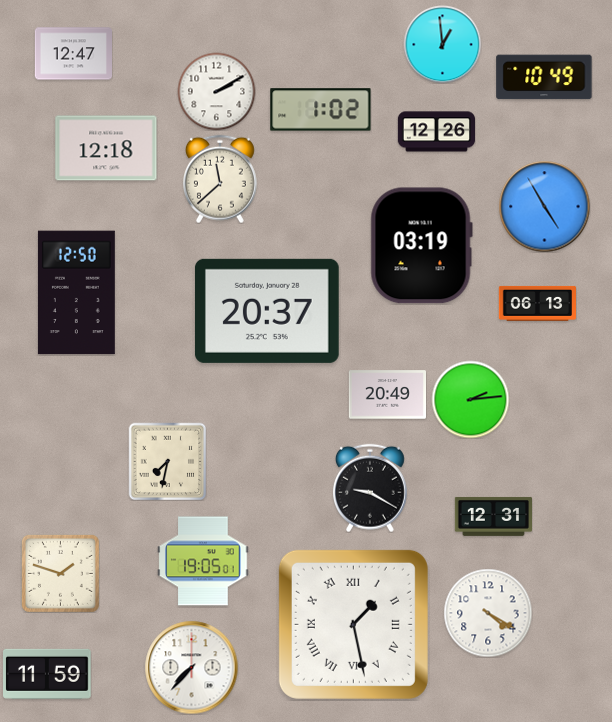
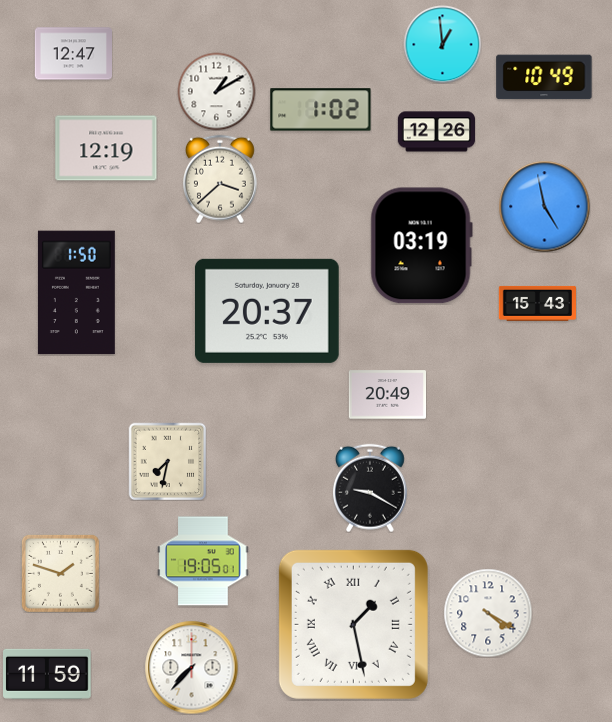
clock at (216, 91): 2:10 -> 1:10
clock at (106, 148): 12:18 -> 12:19
clock at (220, 179): 11:38 -> 3:38
clock at (544, 206): 4:55 -> 4:58
clock at (76, 293): 12:50 -> 1:50
clock at (537, 303): 06:13 -> 15:43
clock at (470, 399): 2:14 -> none
clock at (493, 516): 12:31 -> none
